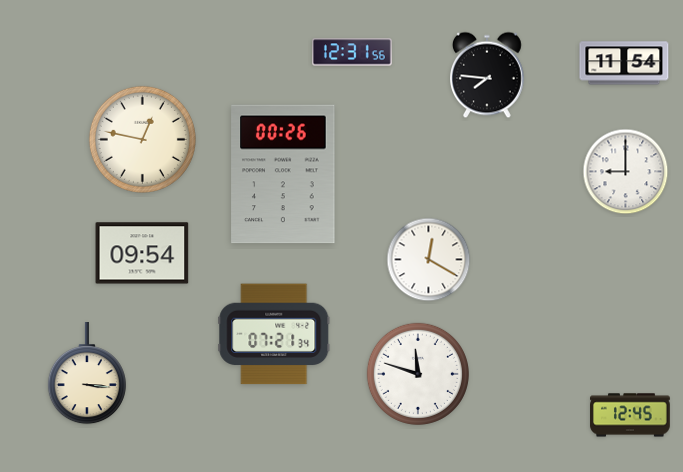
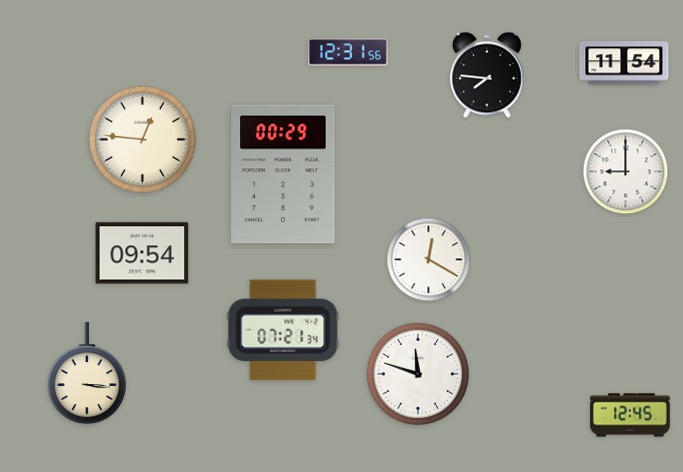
clock at (353, 52) position: (353, 52) -> (349, 52)
clock at (142, 139): 12:47 -> 12:46
clock at (283, 174): 00:26 -> 00:29
clock at (274, 334) position: (274, 334) -> (283, 330)
